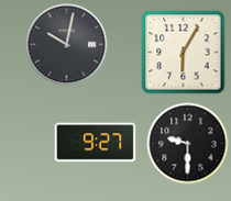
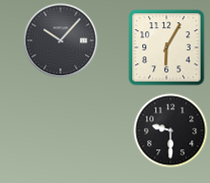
clock at (67, 45): 10:02 -> 10:07
clock at (96, 143): 9:27 -> none
